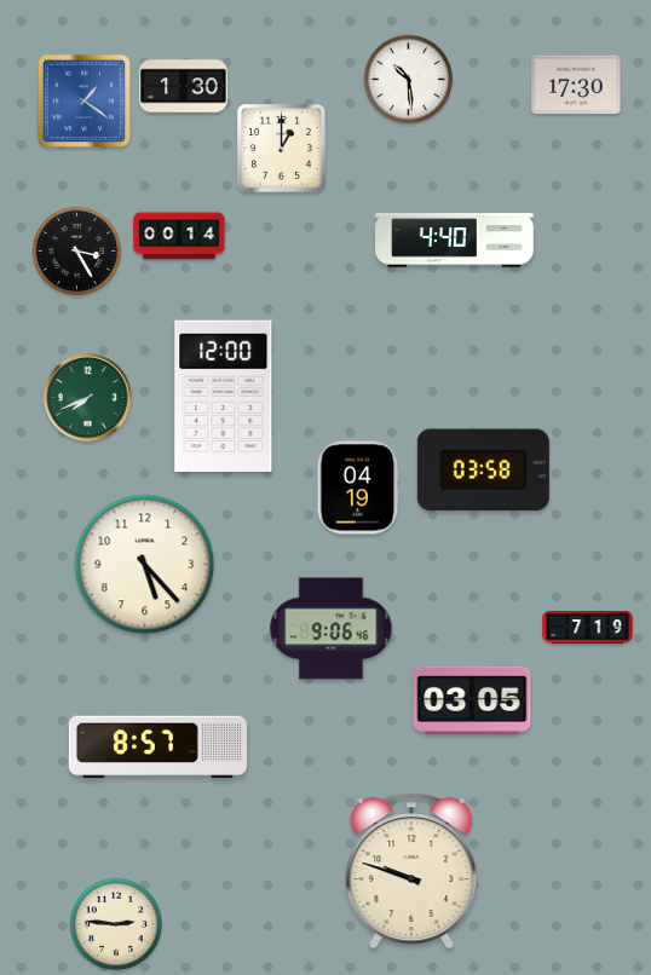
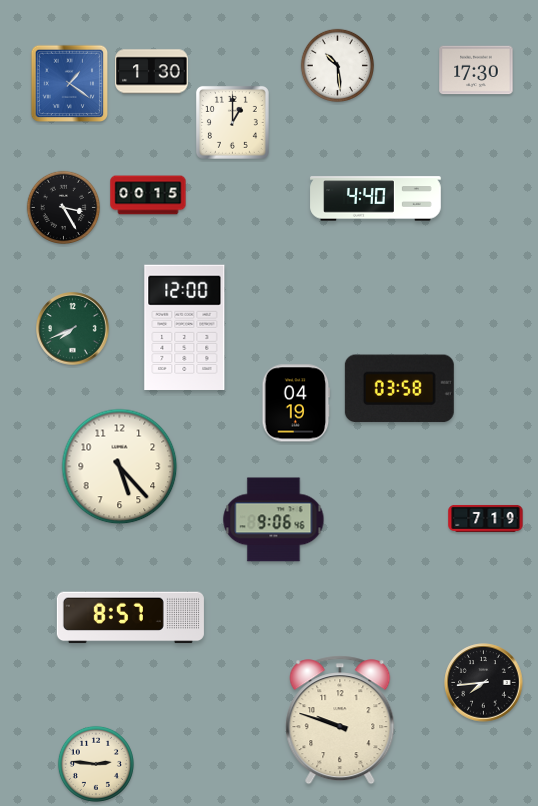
clock at (179, 236): 00:14 -> 00:15
clock at (472, 699): 03:05 -> none
clock at (484, 683): none -> 7:44
